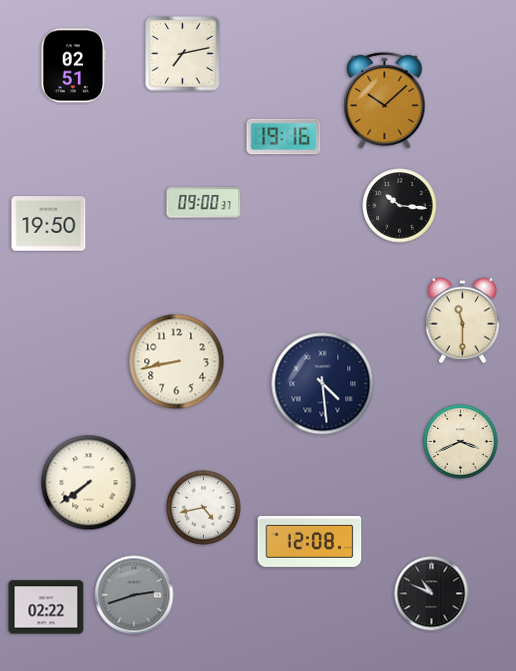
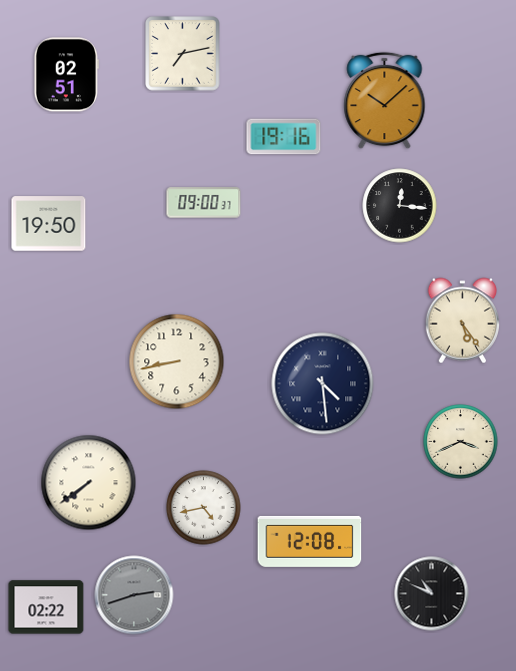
clock at (73, 66) position: (73, 66) -> (66, 75)
clock at (400, 206): 10:16 -> 12:16
clock at (462, 321): 11:30 -> 5:24
